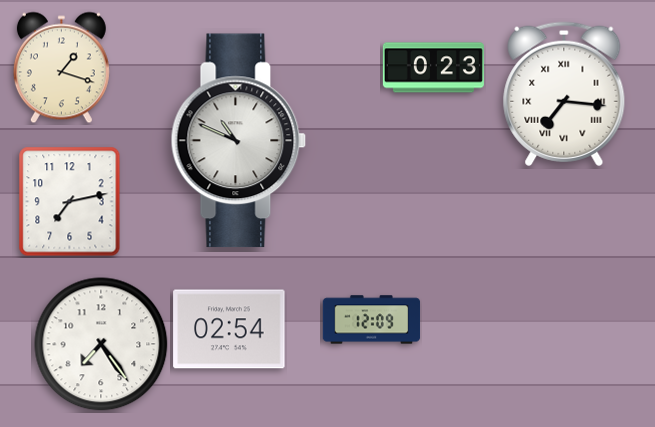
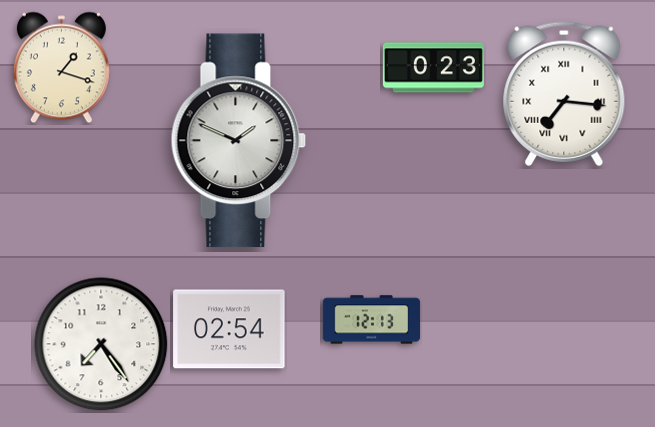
clock at (239, 141): 10:49 -> 1:49
clock at (70, 202): 7:13 -> none
clock at (372, 320): 12:09 -> 12:13
